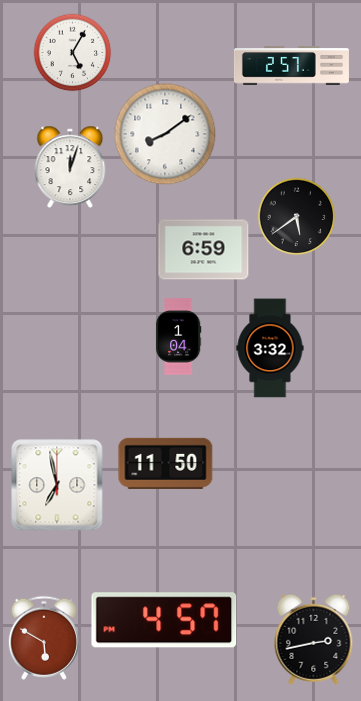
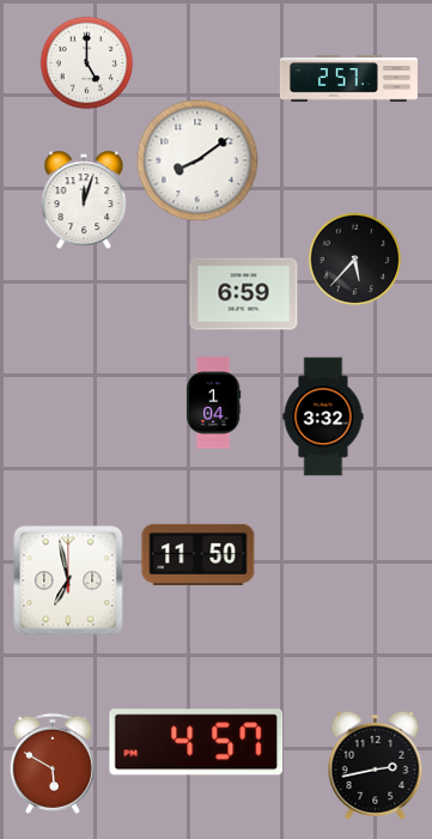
clock at (72, 52): 5:05 -> 5:00
clock at (296, 216): 5:39 -> 5:37
clock at (204, 250) position: (204, 250) -> (244, 294)
